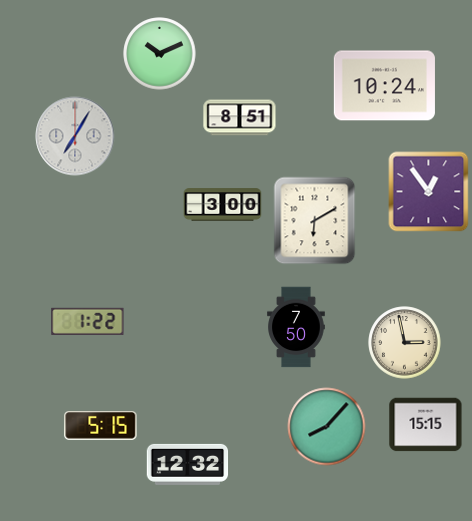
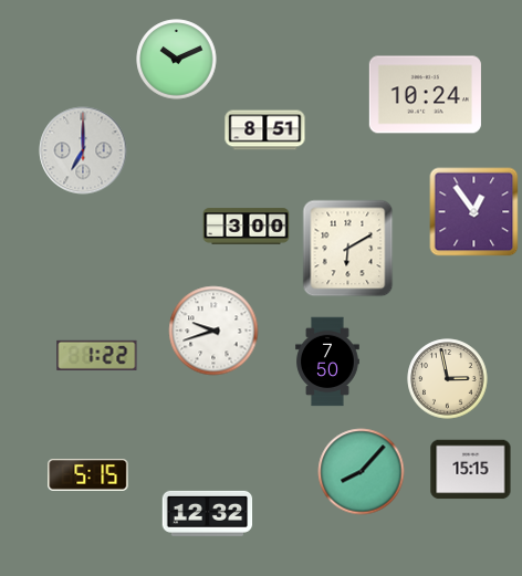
clock at (75, 136): 7:05 -> 7:00
clock at (315, 221) position: (315, 221) -> (348, 249)
clock at (213, 331): none -> 9:42
clock at (101, 426) position: (101, 426) -> (88, 475)
